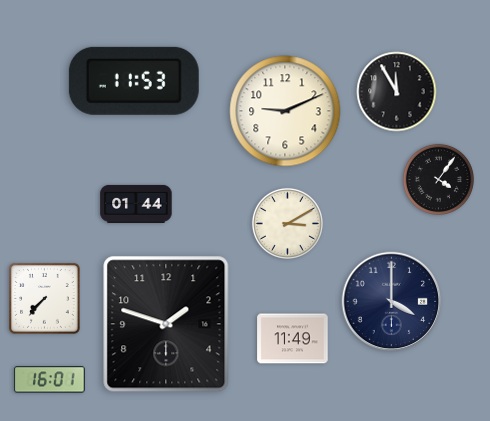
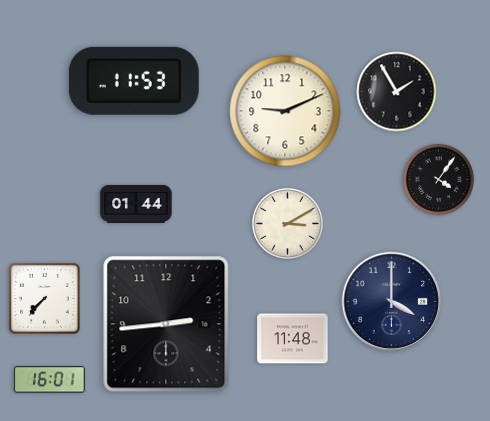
clock at (397, 92): 11:55 -> 1:55
clock at (166, 324): 1:48 -> 2:44
clock at (293, 339): 11:49 -> 11:48
